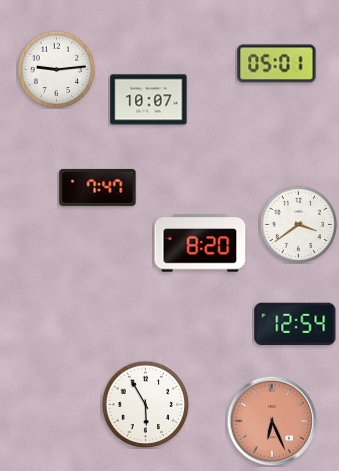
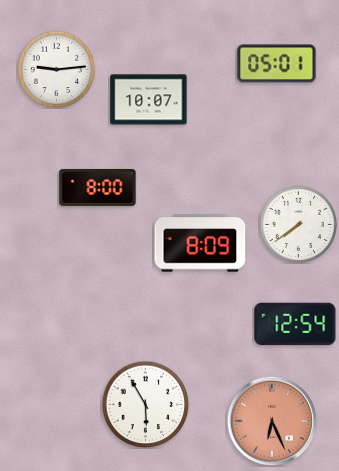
clock at (98, 187): 7:47 -> 8:00
clock at (298, 224): 3:39 -> 7:39
clock at (200, 243): 8:20 -> 8:09
